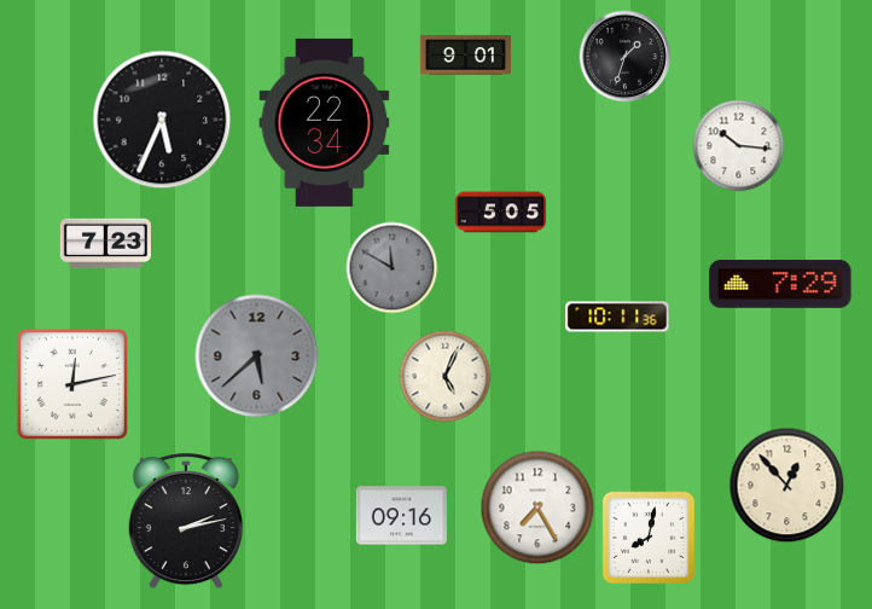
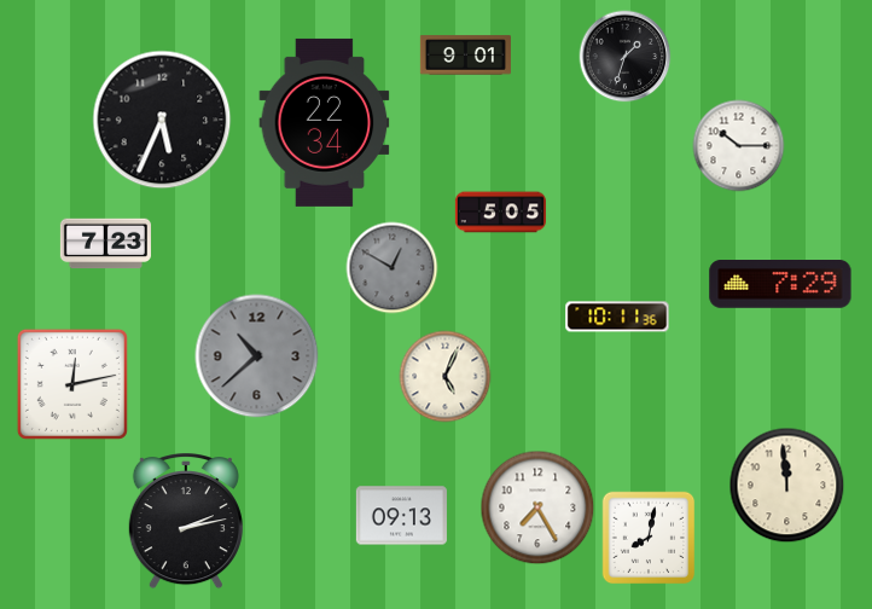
clock at (739, 146): 10:16 -> 10:15
clock at (393, 268): 11:50 -> 12:50
clock at (257, 356): 5:38 -> 10:38
clock at (787, 486): 12:53 -> 11:59
clock at (401, 516): 09:16 -> 09:13
